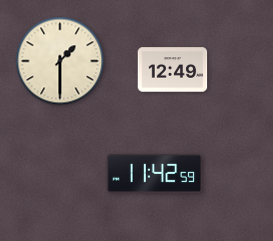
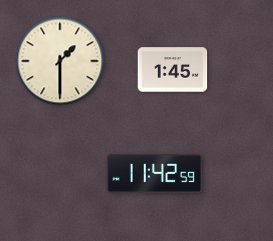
clock at (173, 70): 12:49 -> 1:45
